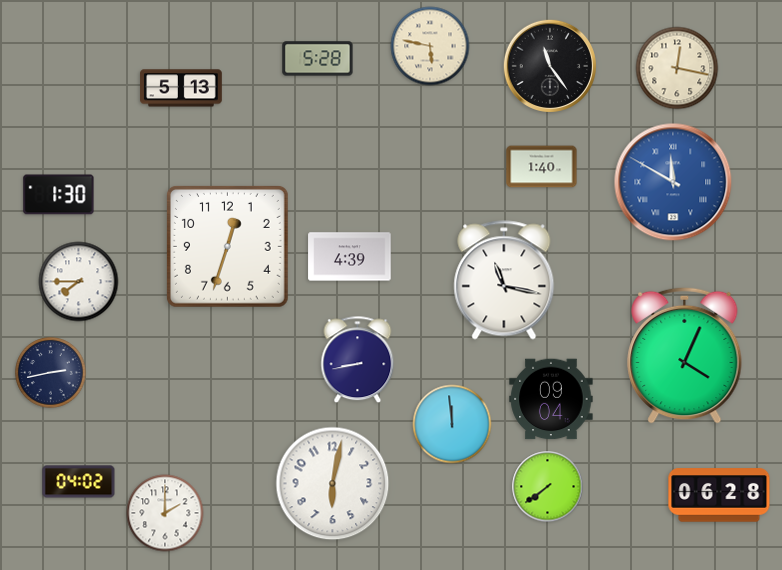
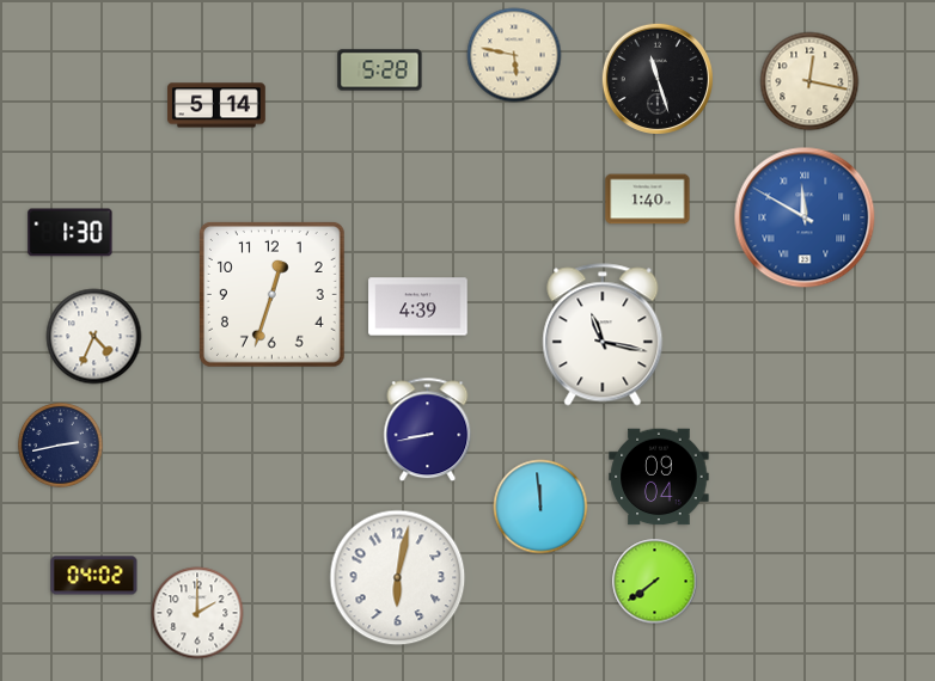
clock at (550, 66): 11:24 -> 11:27
clock at (181, 88): 5:13 -> 5:14
clock at (79, 282): 7:45 -> 4:34
clock at (685, 355): 4:04 -> none
clock at (719, 495): 06:28 -> none
